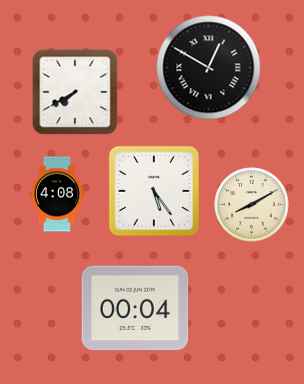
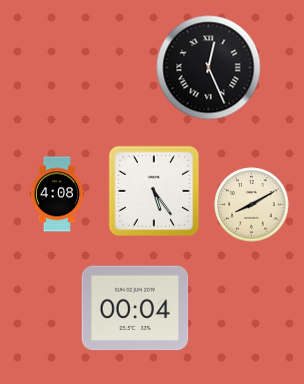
clock at (209, 68): 12:50 -> 12:26
clock at (75, 92): 7:40 -> none
